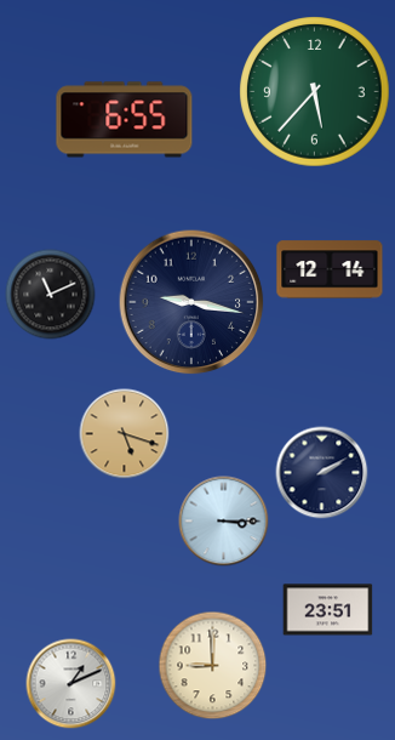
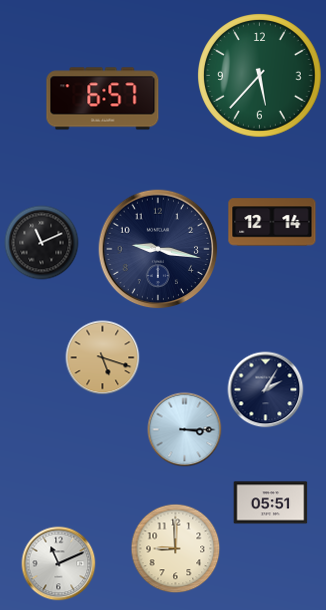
clock at (125, 120): 6:55 -> 6:57
clock at (322, 473): 2:10 -> 2:05
clock at (328, 610): 23:51 -> 05:51
clock at (71, 684): 1:11 -> 11:11
